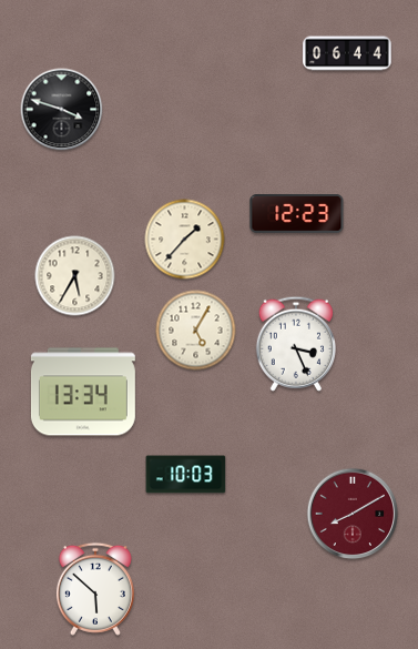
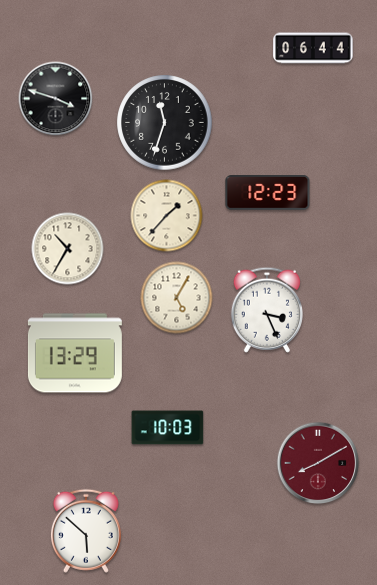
clock at (165, 123): none -> 11:33
clock at (75, 276): 5:35 -> 10:35
clock at (83, 392): 13:34 -> 13:29
